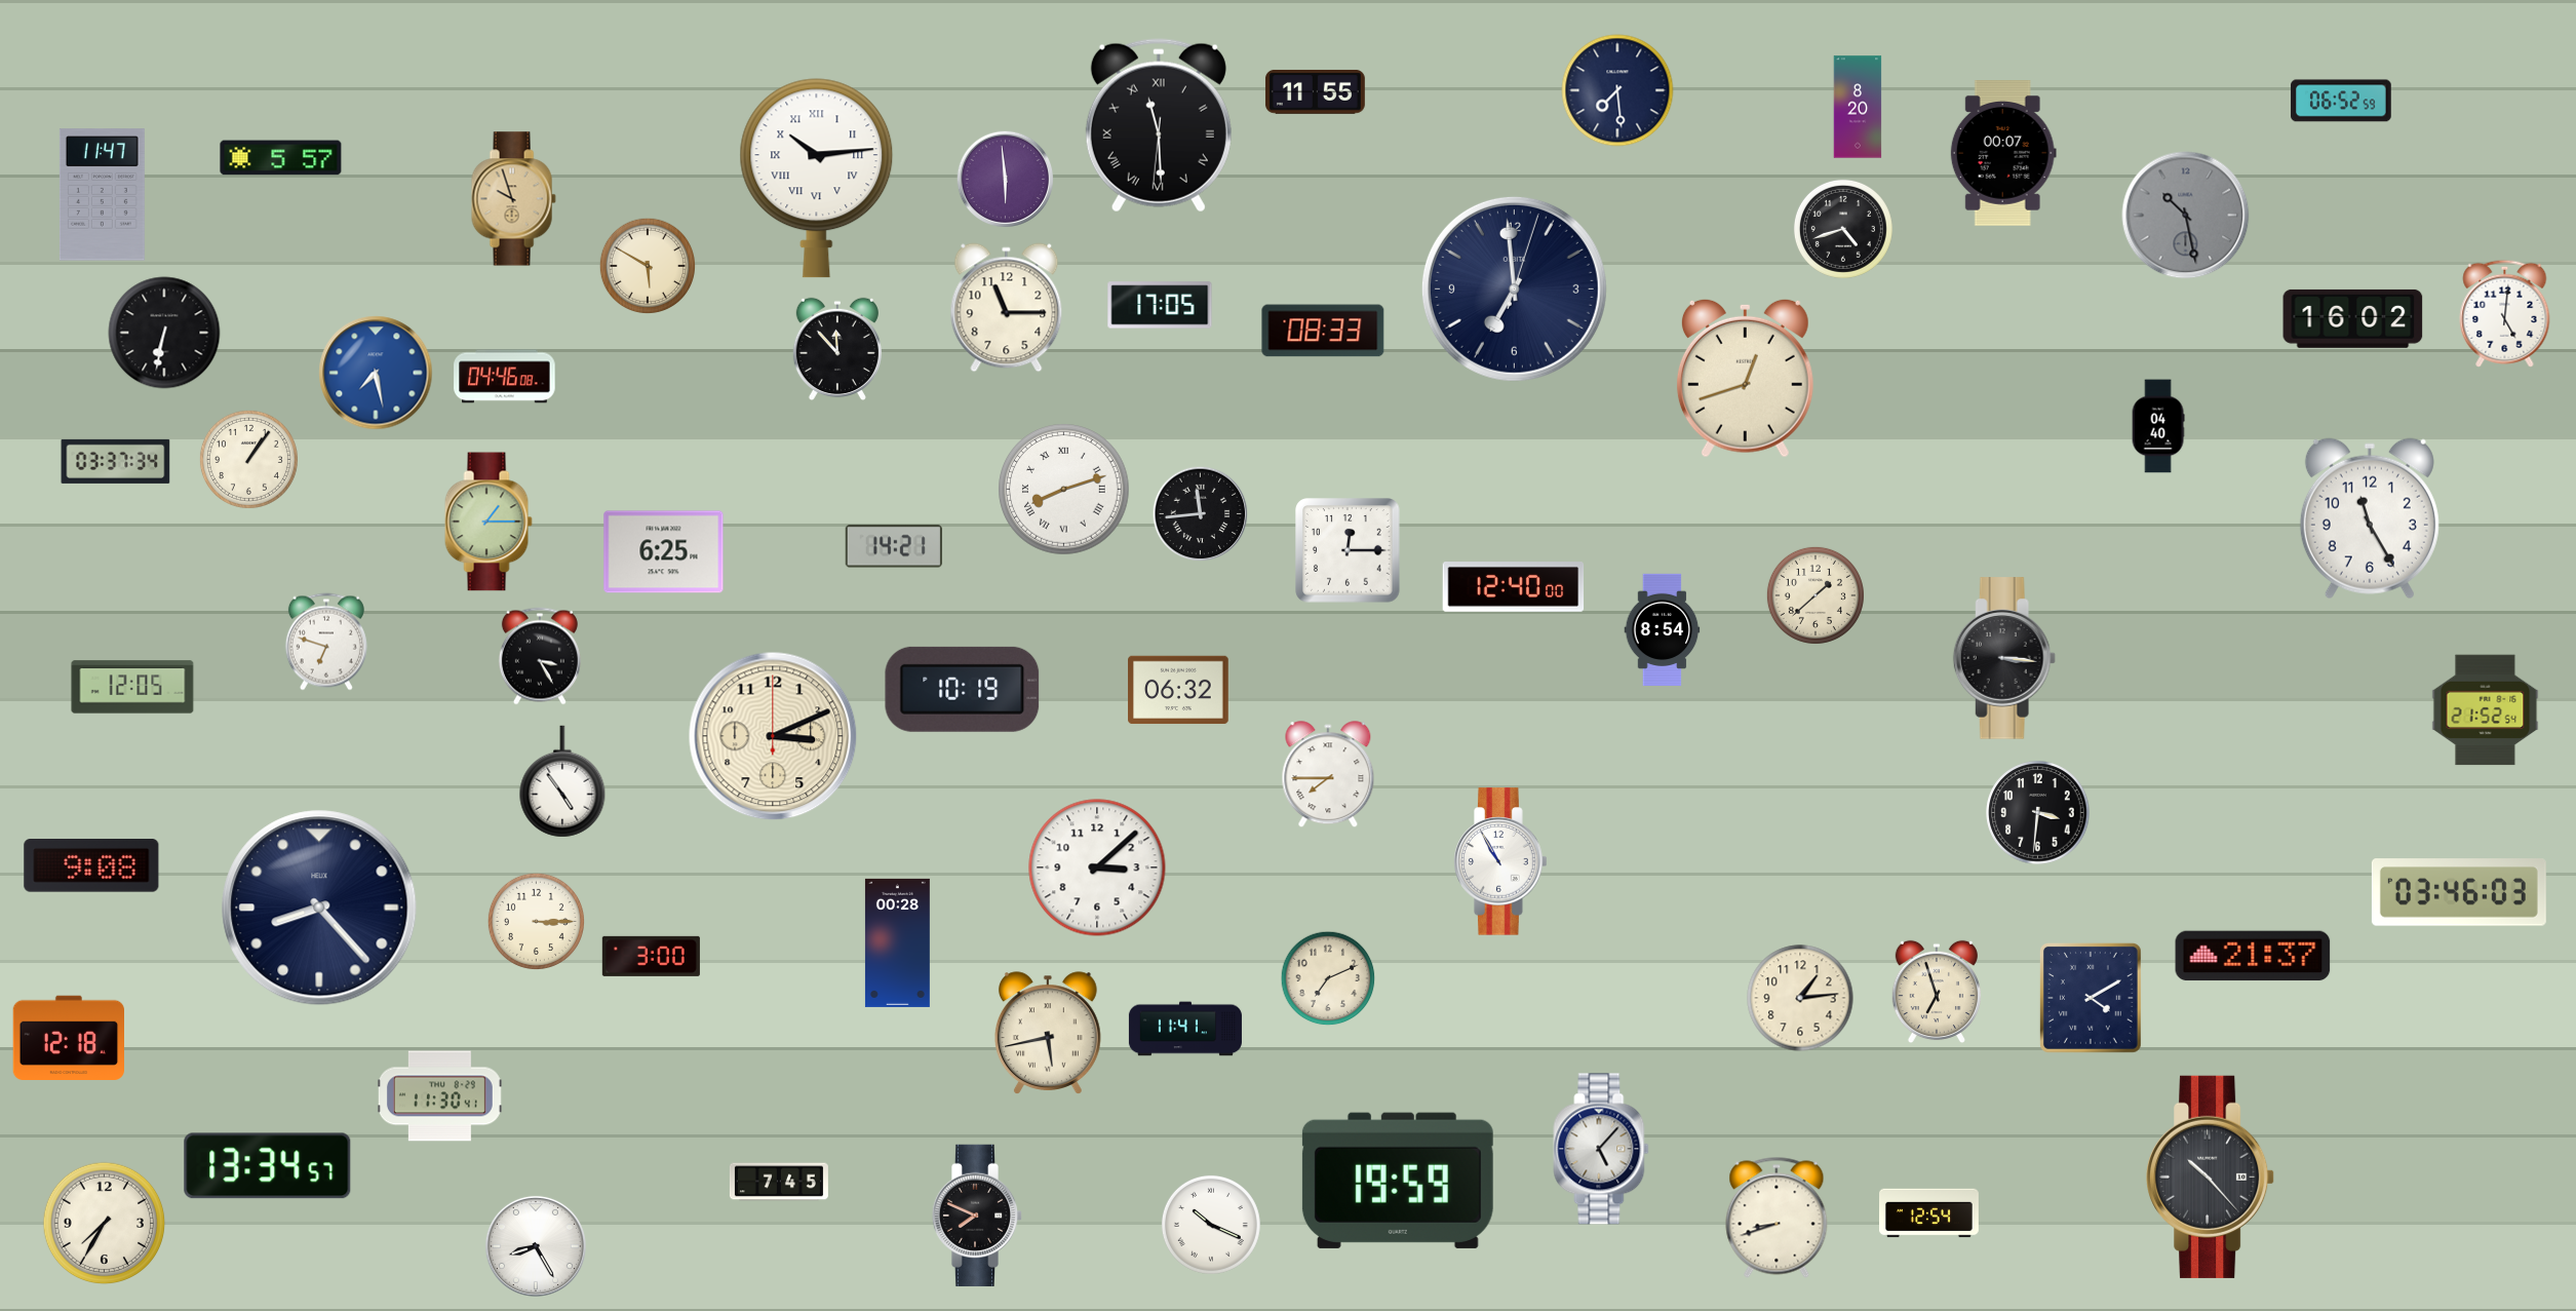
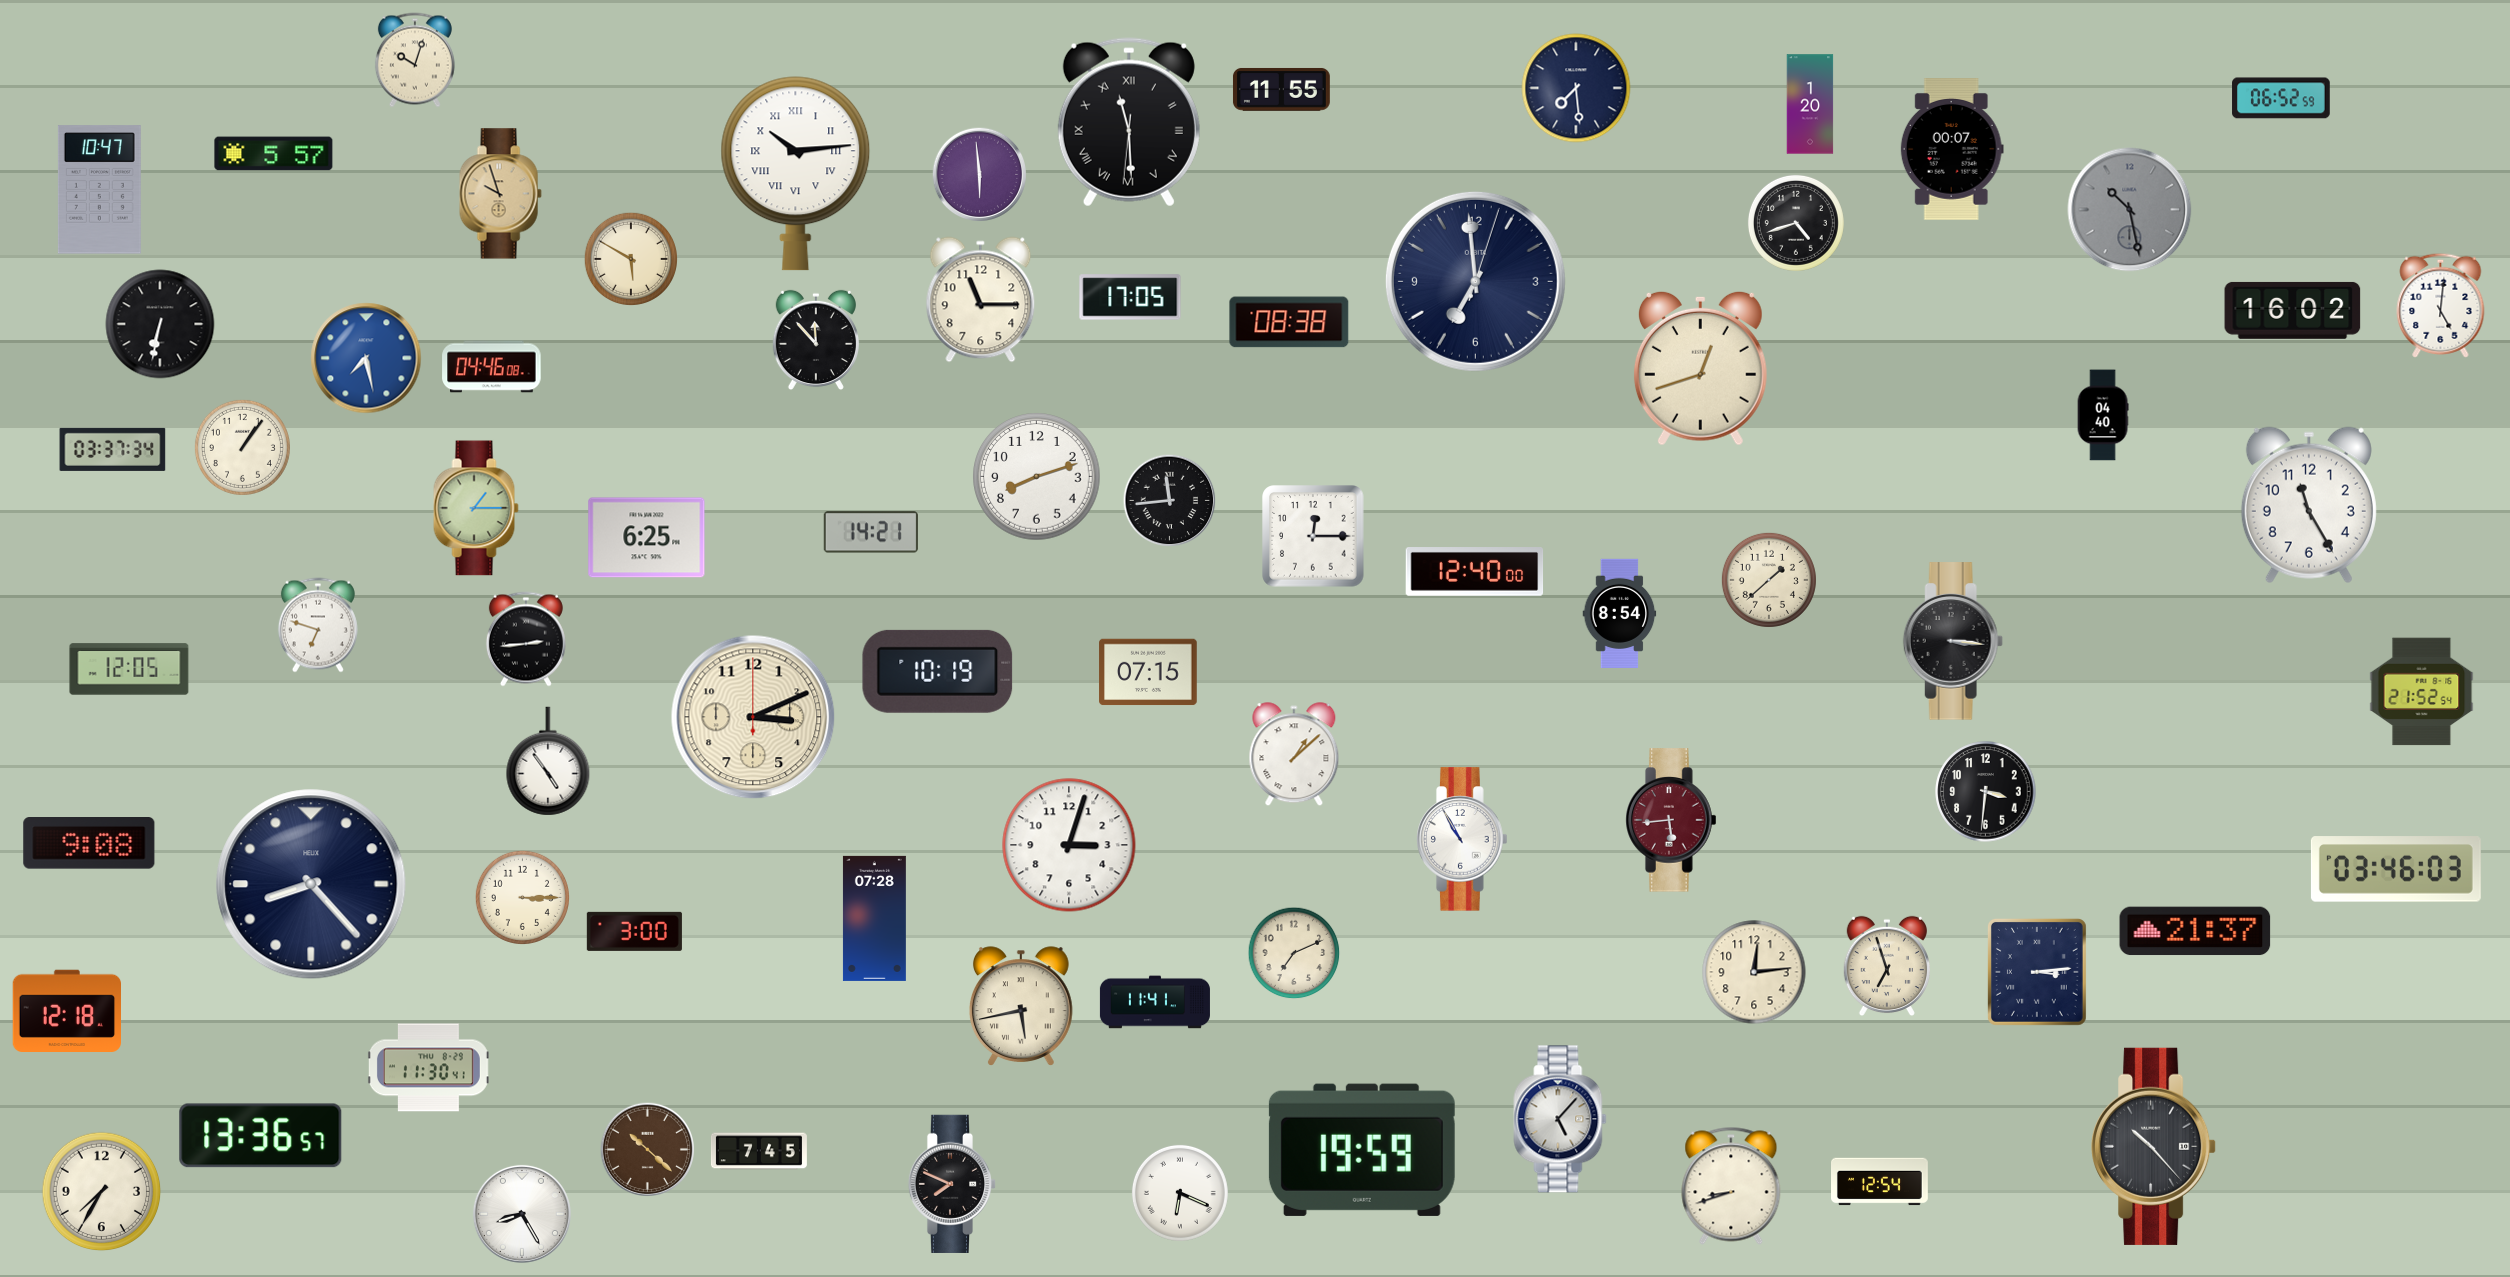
clock at (415, 60): none -> 10:03
clock at (1858, 107): 8:20 -> 1:20
clock at (102, 195): 11:47 -> 10:47
clock at (1323, 331): 08:33 -> 08:38
clock at (376, 373) position: (376, 373) -> (366, 358)
clock at (1064, 490) numerals: Roman -> Arabic
clock at (540, 656): 3:25 -> 2:44
clock at (1178, 690): 06:32 -> 07:15
clock at (1328, 775): 7:45 -> 1:08
clock at (1671, 820): none -> 5:44
clock at (1097, 867): 3:08 -> 3:03
clock at (897, 942): 00:28 -> 07:28
clock at (1800, 998): 1:14 -> 12:14
clock at (2091, 998): 4:10 -> 3:14
clock at (268, 1166): 13:34 -> 13:36
clock at (647, 1149): none -> 10:22
clock at (1211, 1225): 10:19 -> 6:19
